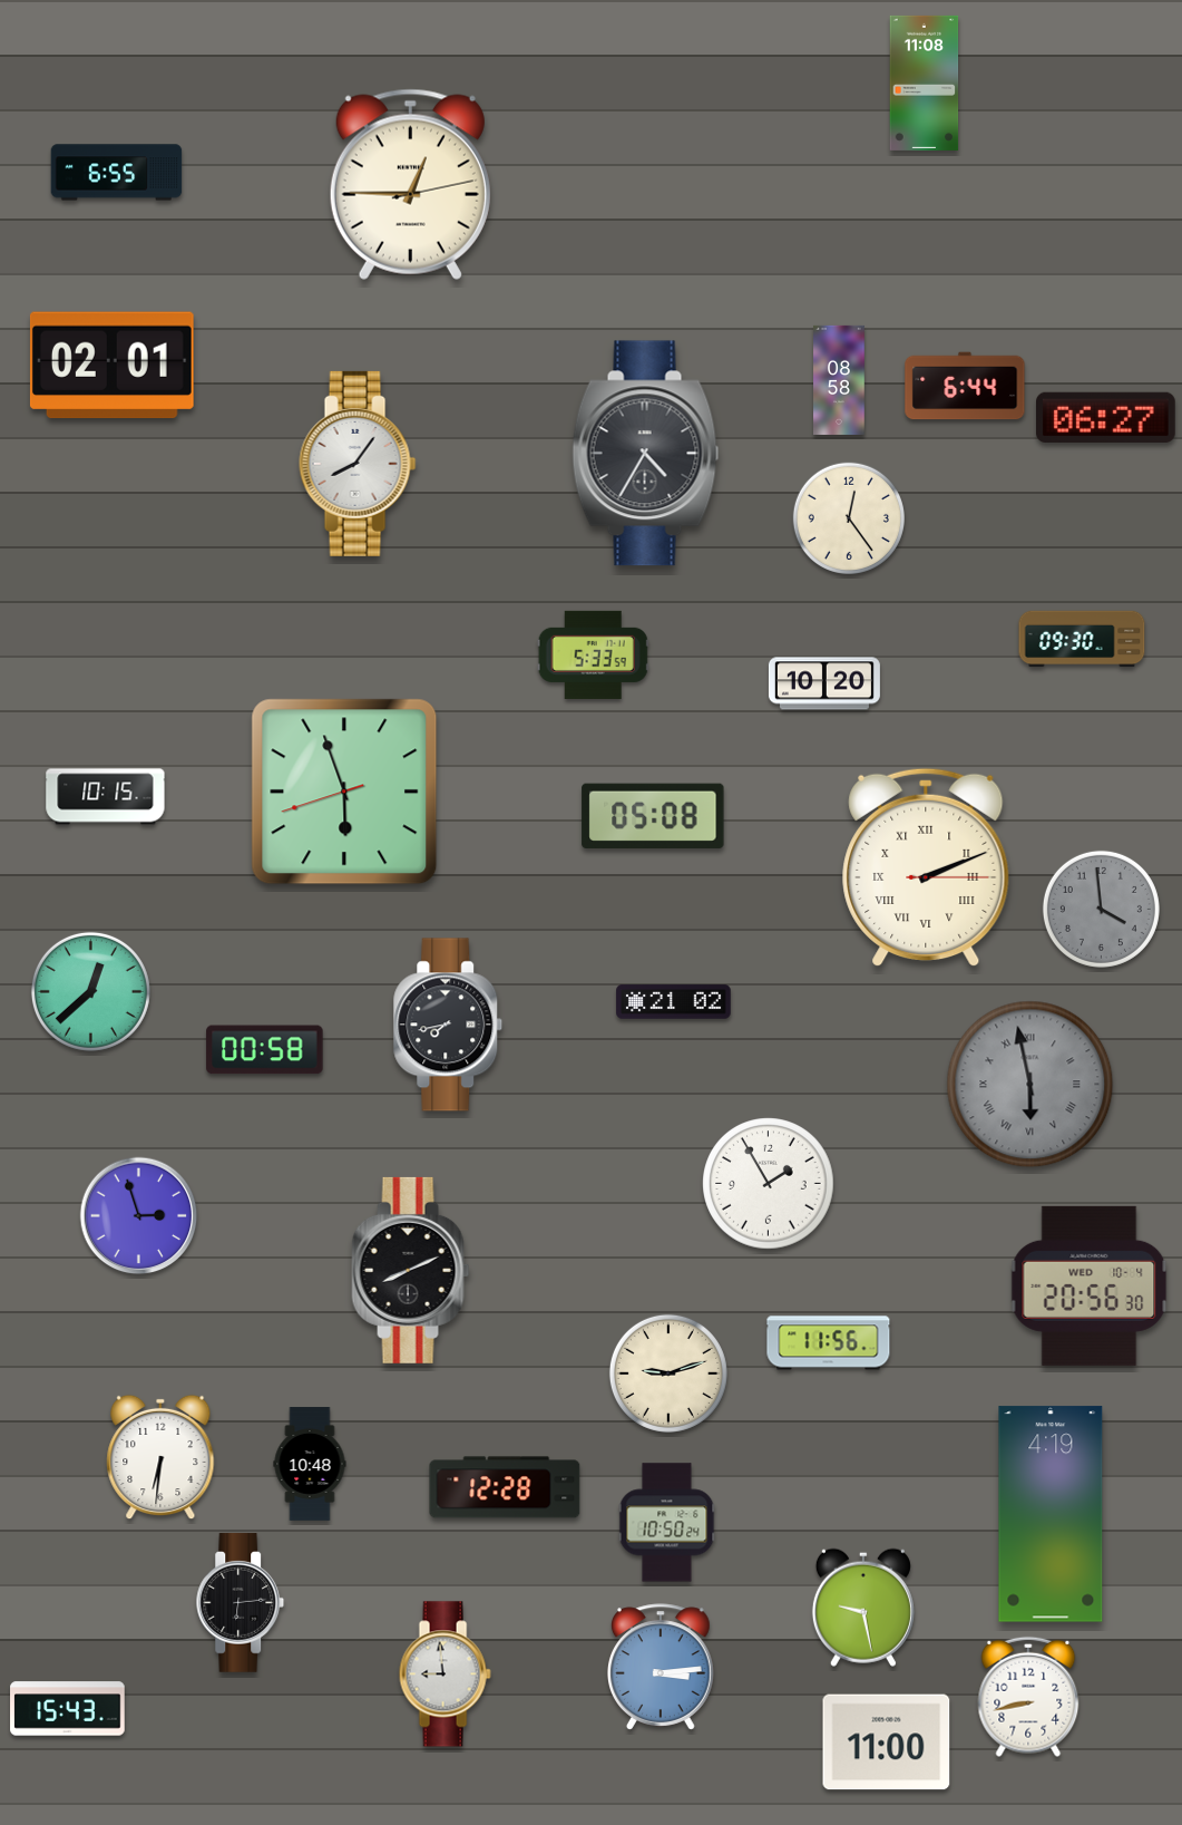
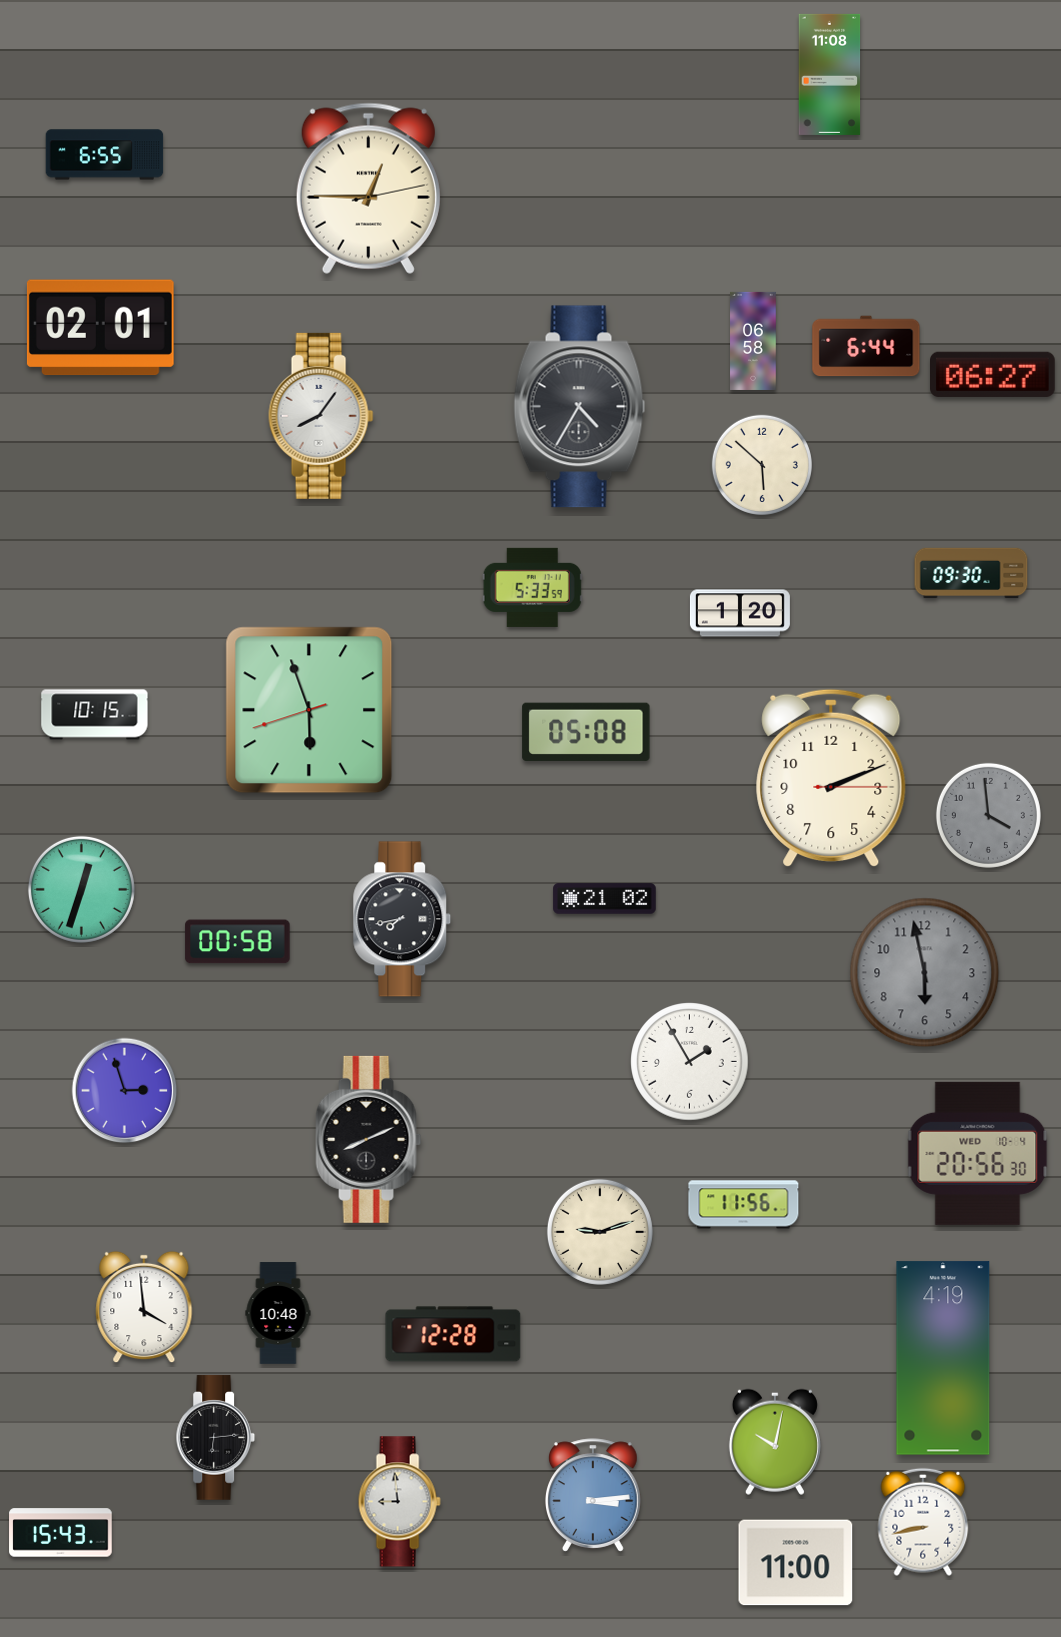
clock at (410, 184) position: (410, 184) -> (368, 188)
clock at (839, 380): 08:58 -> 06:58
clock at (849, 518): 12:24 -> 5:52
clock at (824, 683): 10:20 -> 1:20
clock at (926, 867) numerals: Roman -> Arabic
clock at (90, 991): 12:38 -> 12:33
clock at (1030, 1085) numerals: Roman -> Arabic
clock at (160, 1457): 6:31 -> 3:59
clock at (667, 1523): 10:50 -> none
clock at (863, 1608): 9:28 -> 10:02
